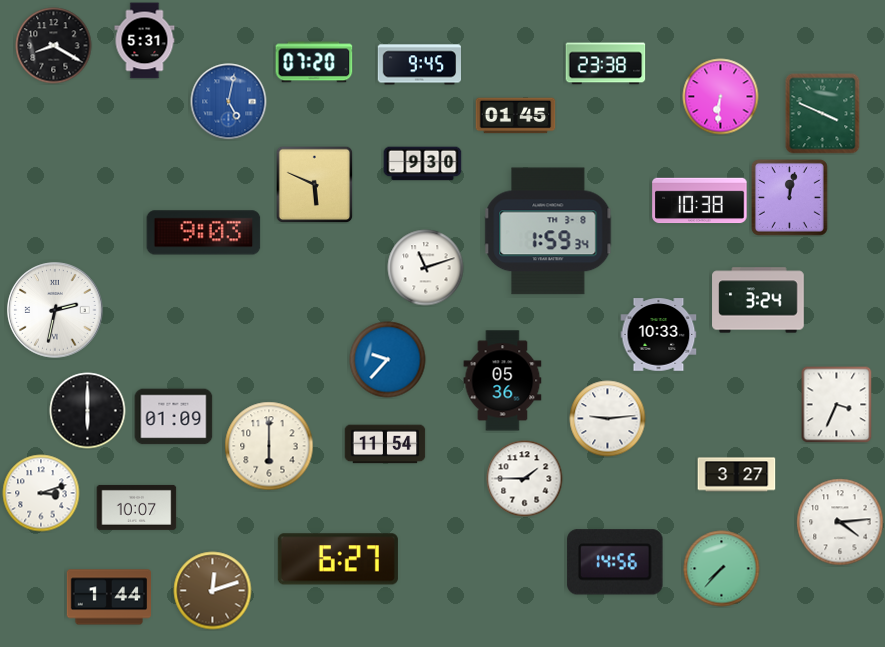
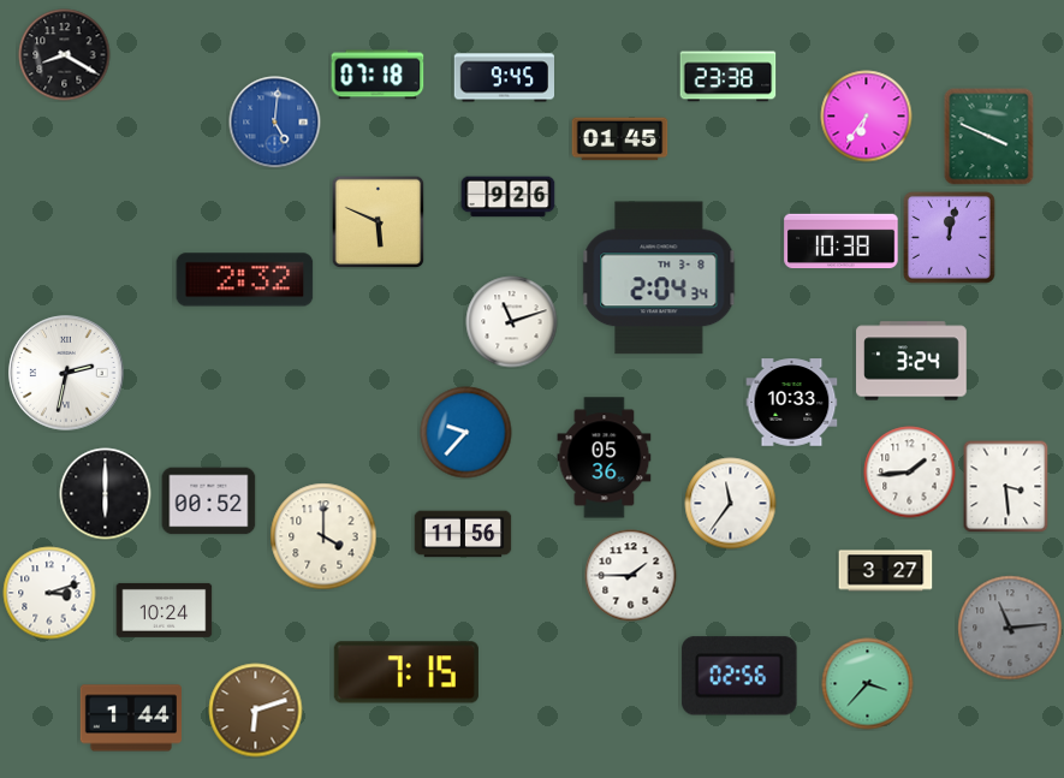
clock at (145, 41): 5:31 -> none
clock at (314, 62): 07:20 -> 07:18
clock at (721, 97): 6:31 -> 6:36
clock at (229, 102): 5:02 -> 5:01
clock at (423, 164): 9:30 -> 9:26
clock at (548, 231): 1:59 -> 2:04
clock at (204, 233): 9:03 -> 2:32
clock at (910, 473): none -> 1:44
clock at (837, 404): 3:34 -> 3:29
clock at (174, 417): 01:09 -> 00:52
clock at (608, 419): 9:14 -> 11:36
clock at (385, 444): 11:54 -> 11:56
clock at (269, 446): 6:00 -> 4:00
clock at (137, 507): 10:07 -> 10:24
clock at (840, 522): 4:14 -> 11:14
clock at (840, 522) dial: white -> grey
clock at (338, 559): 6:27 -> 7:15
clock at (615, 562): 14:56 -> 02:56
clock at (722, 569): 7:37 -> 3:37
clock at (213, 591): 12:12 -> 6:12
